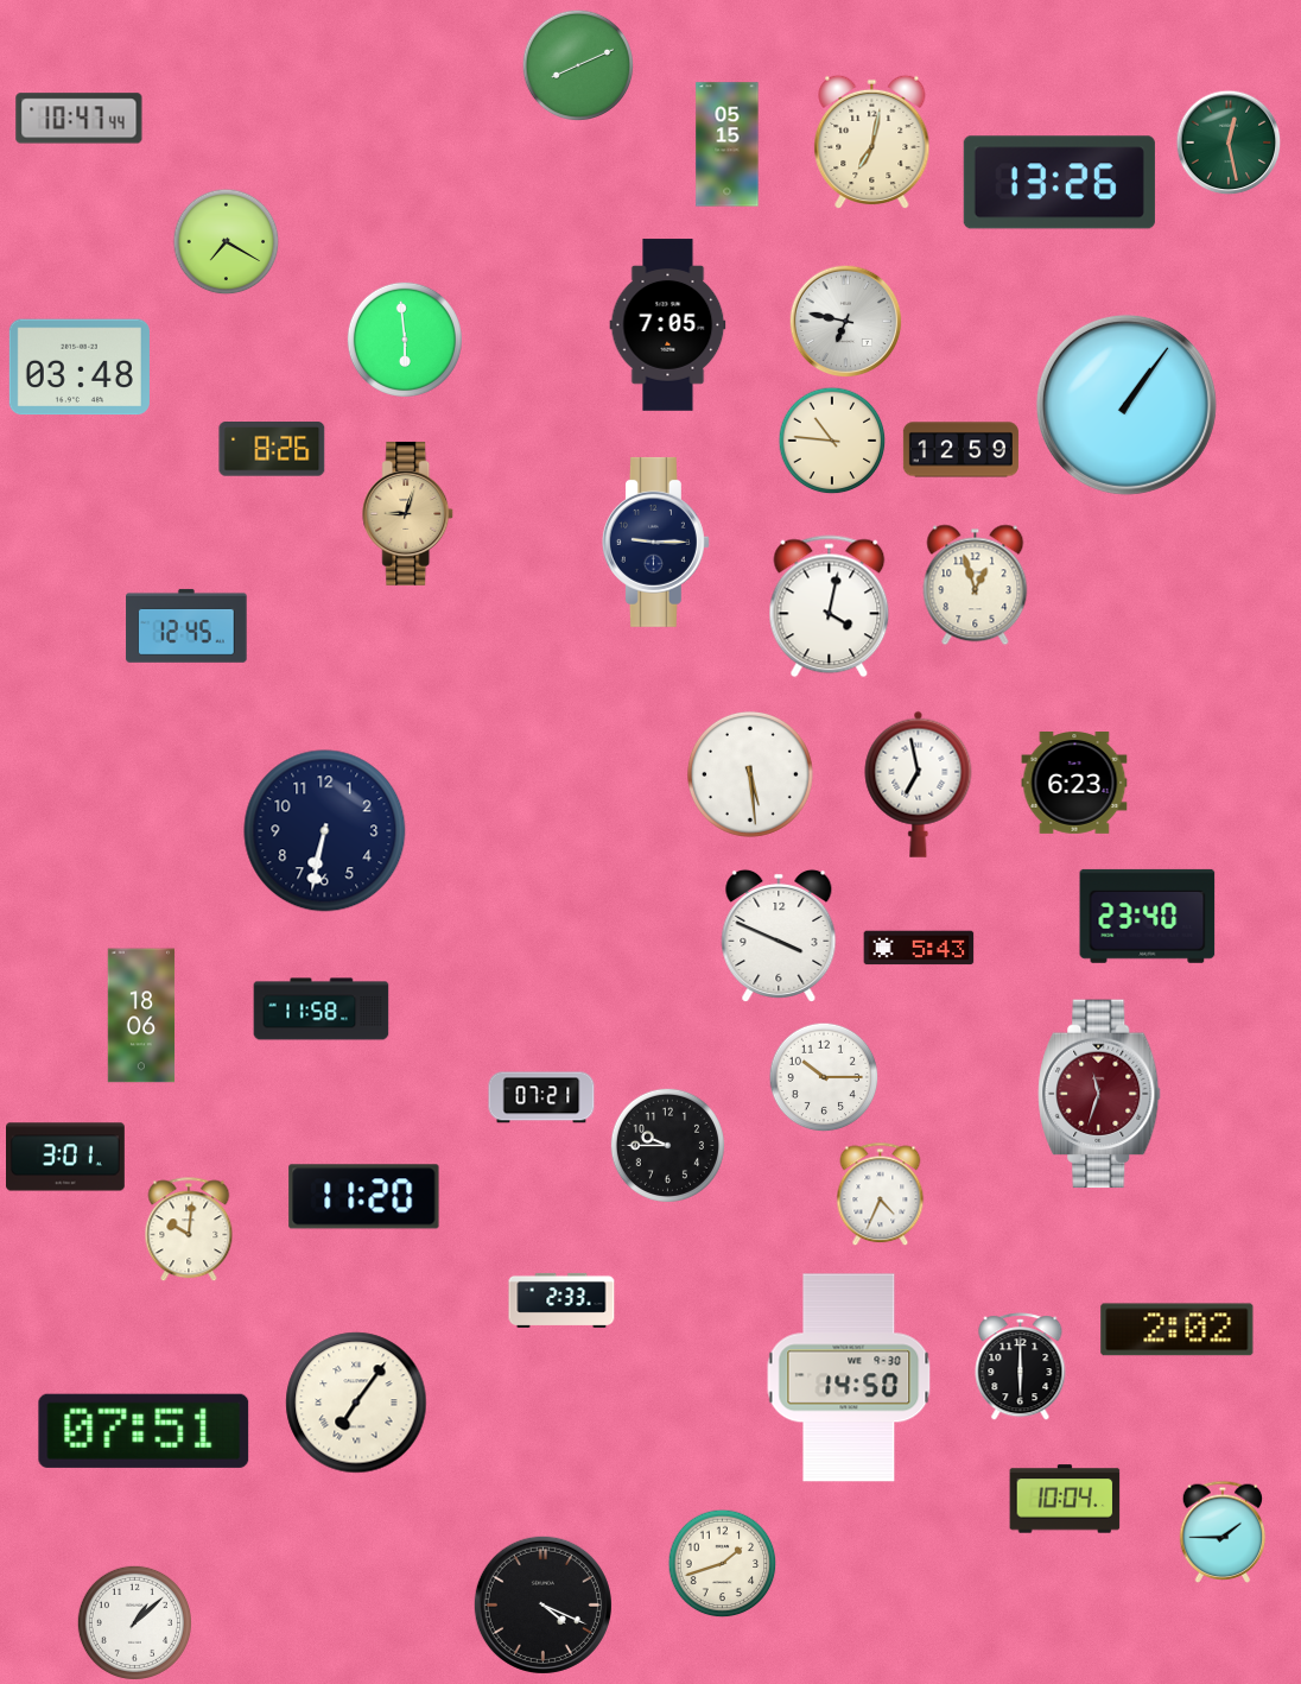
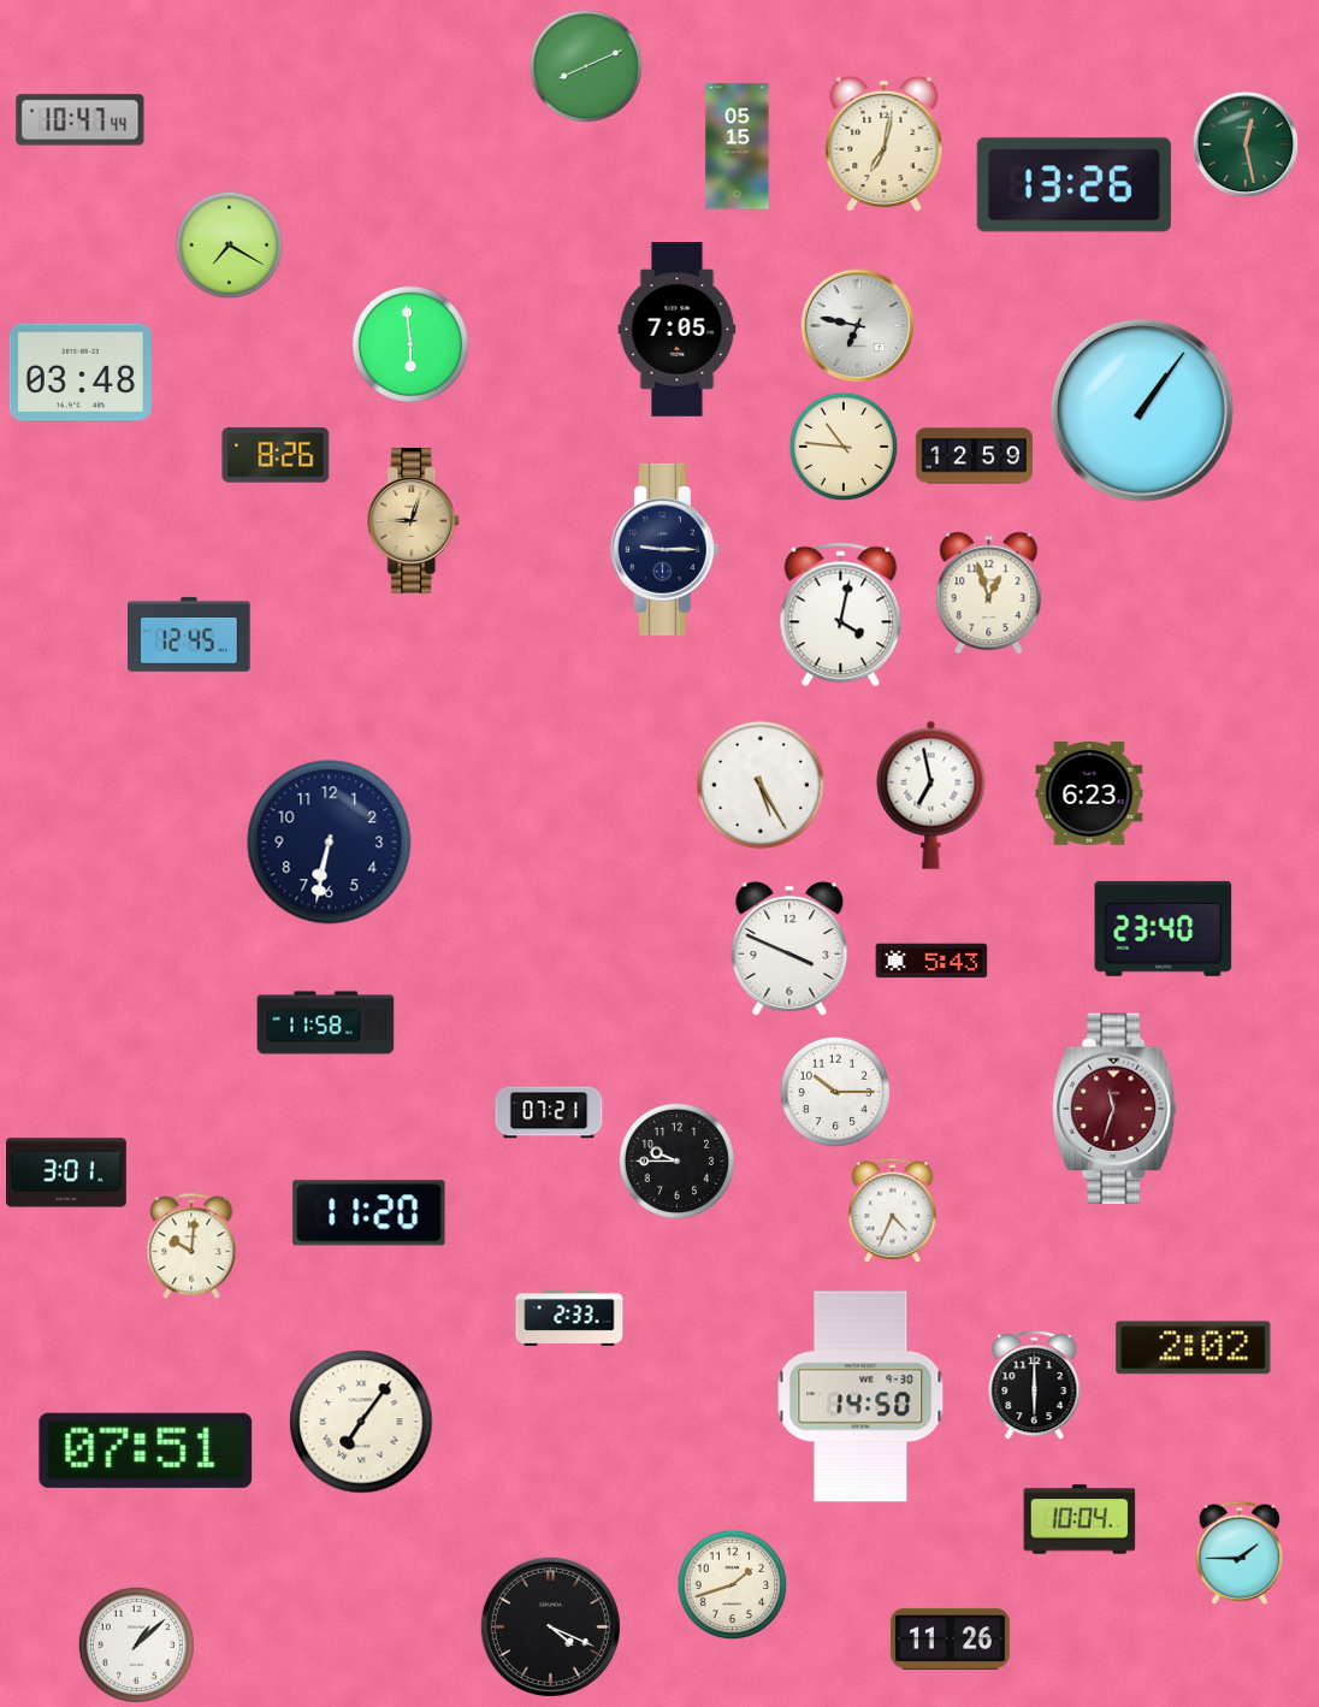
clock at (750, 774): 5:29 -> 5:25
clock at (141, 1015): 18:06 -> none
clock at (950, 1638): none -> 11:26
